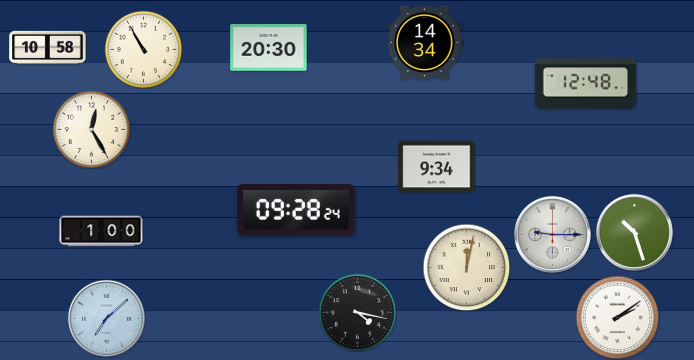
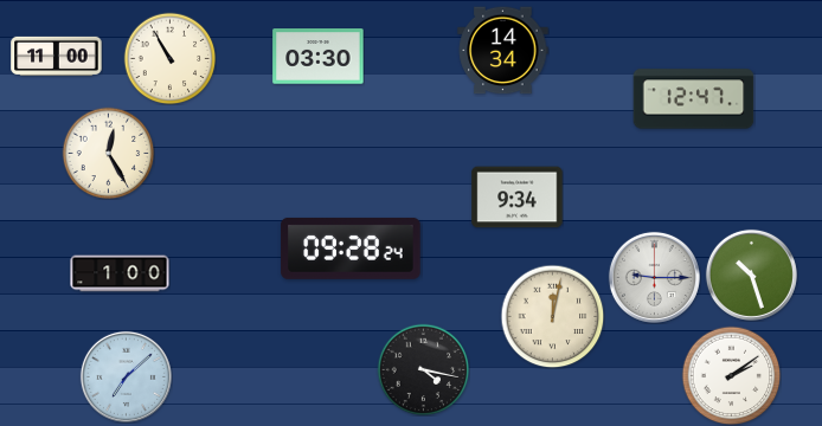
clock at (48, 47): 10:58 -> 11:00
clock at (269, 48): 20:30 -> 03:30
clock at (586, 84): 12:48 -> 12:47
